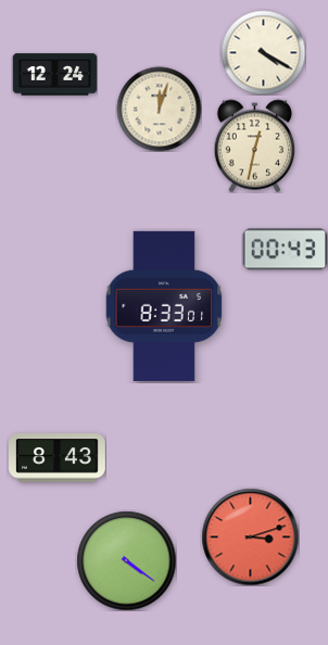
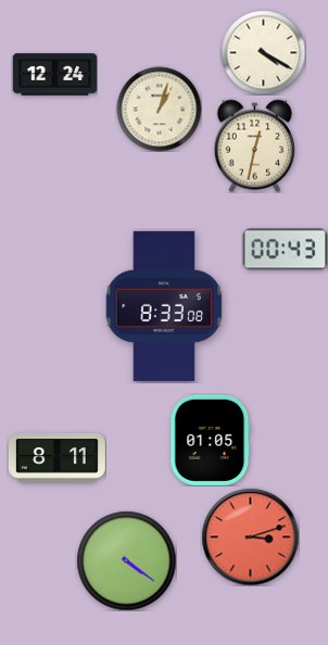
clock at (159, 109): 12:03 -> 1:03
clock at (164, 306): 8:33:01 -> 8:33:08
clock at (211, 440): none -> 01:05
clock at (56, 458): 8:43 -> 8:11
